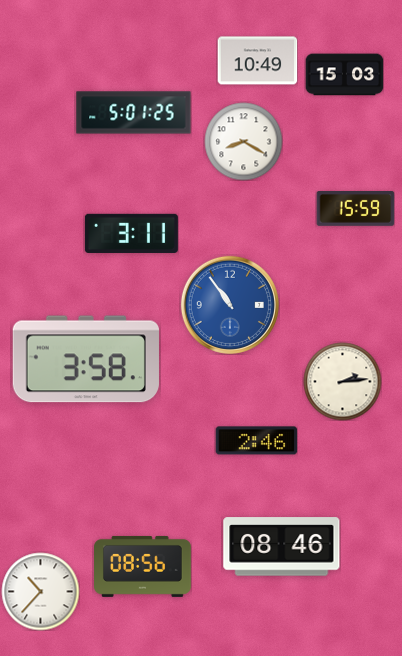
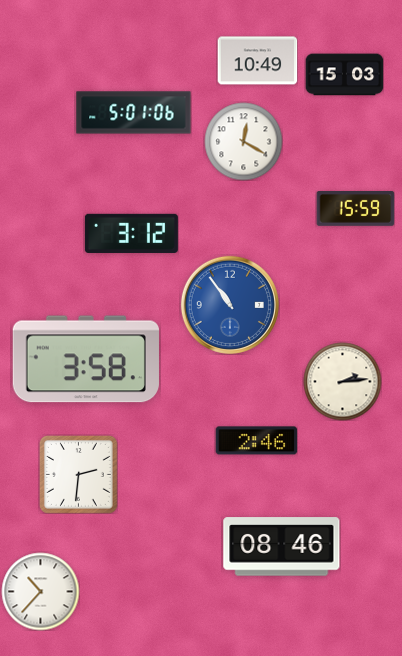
clock at (134, 113): 5:01:25 -> 5:01:06
clock at (243, 141): 8:20 -> 12:20
clock at (131, 233): 3:11 -> 3:12
clock at (79, 475): none -> 2:31
clock at (143, 566): 08:56 -> none
